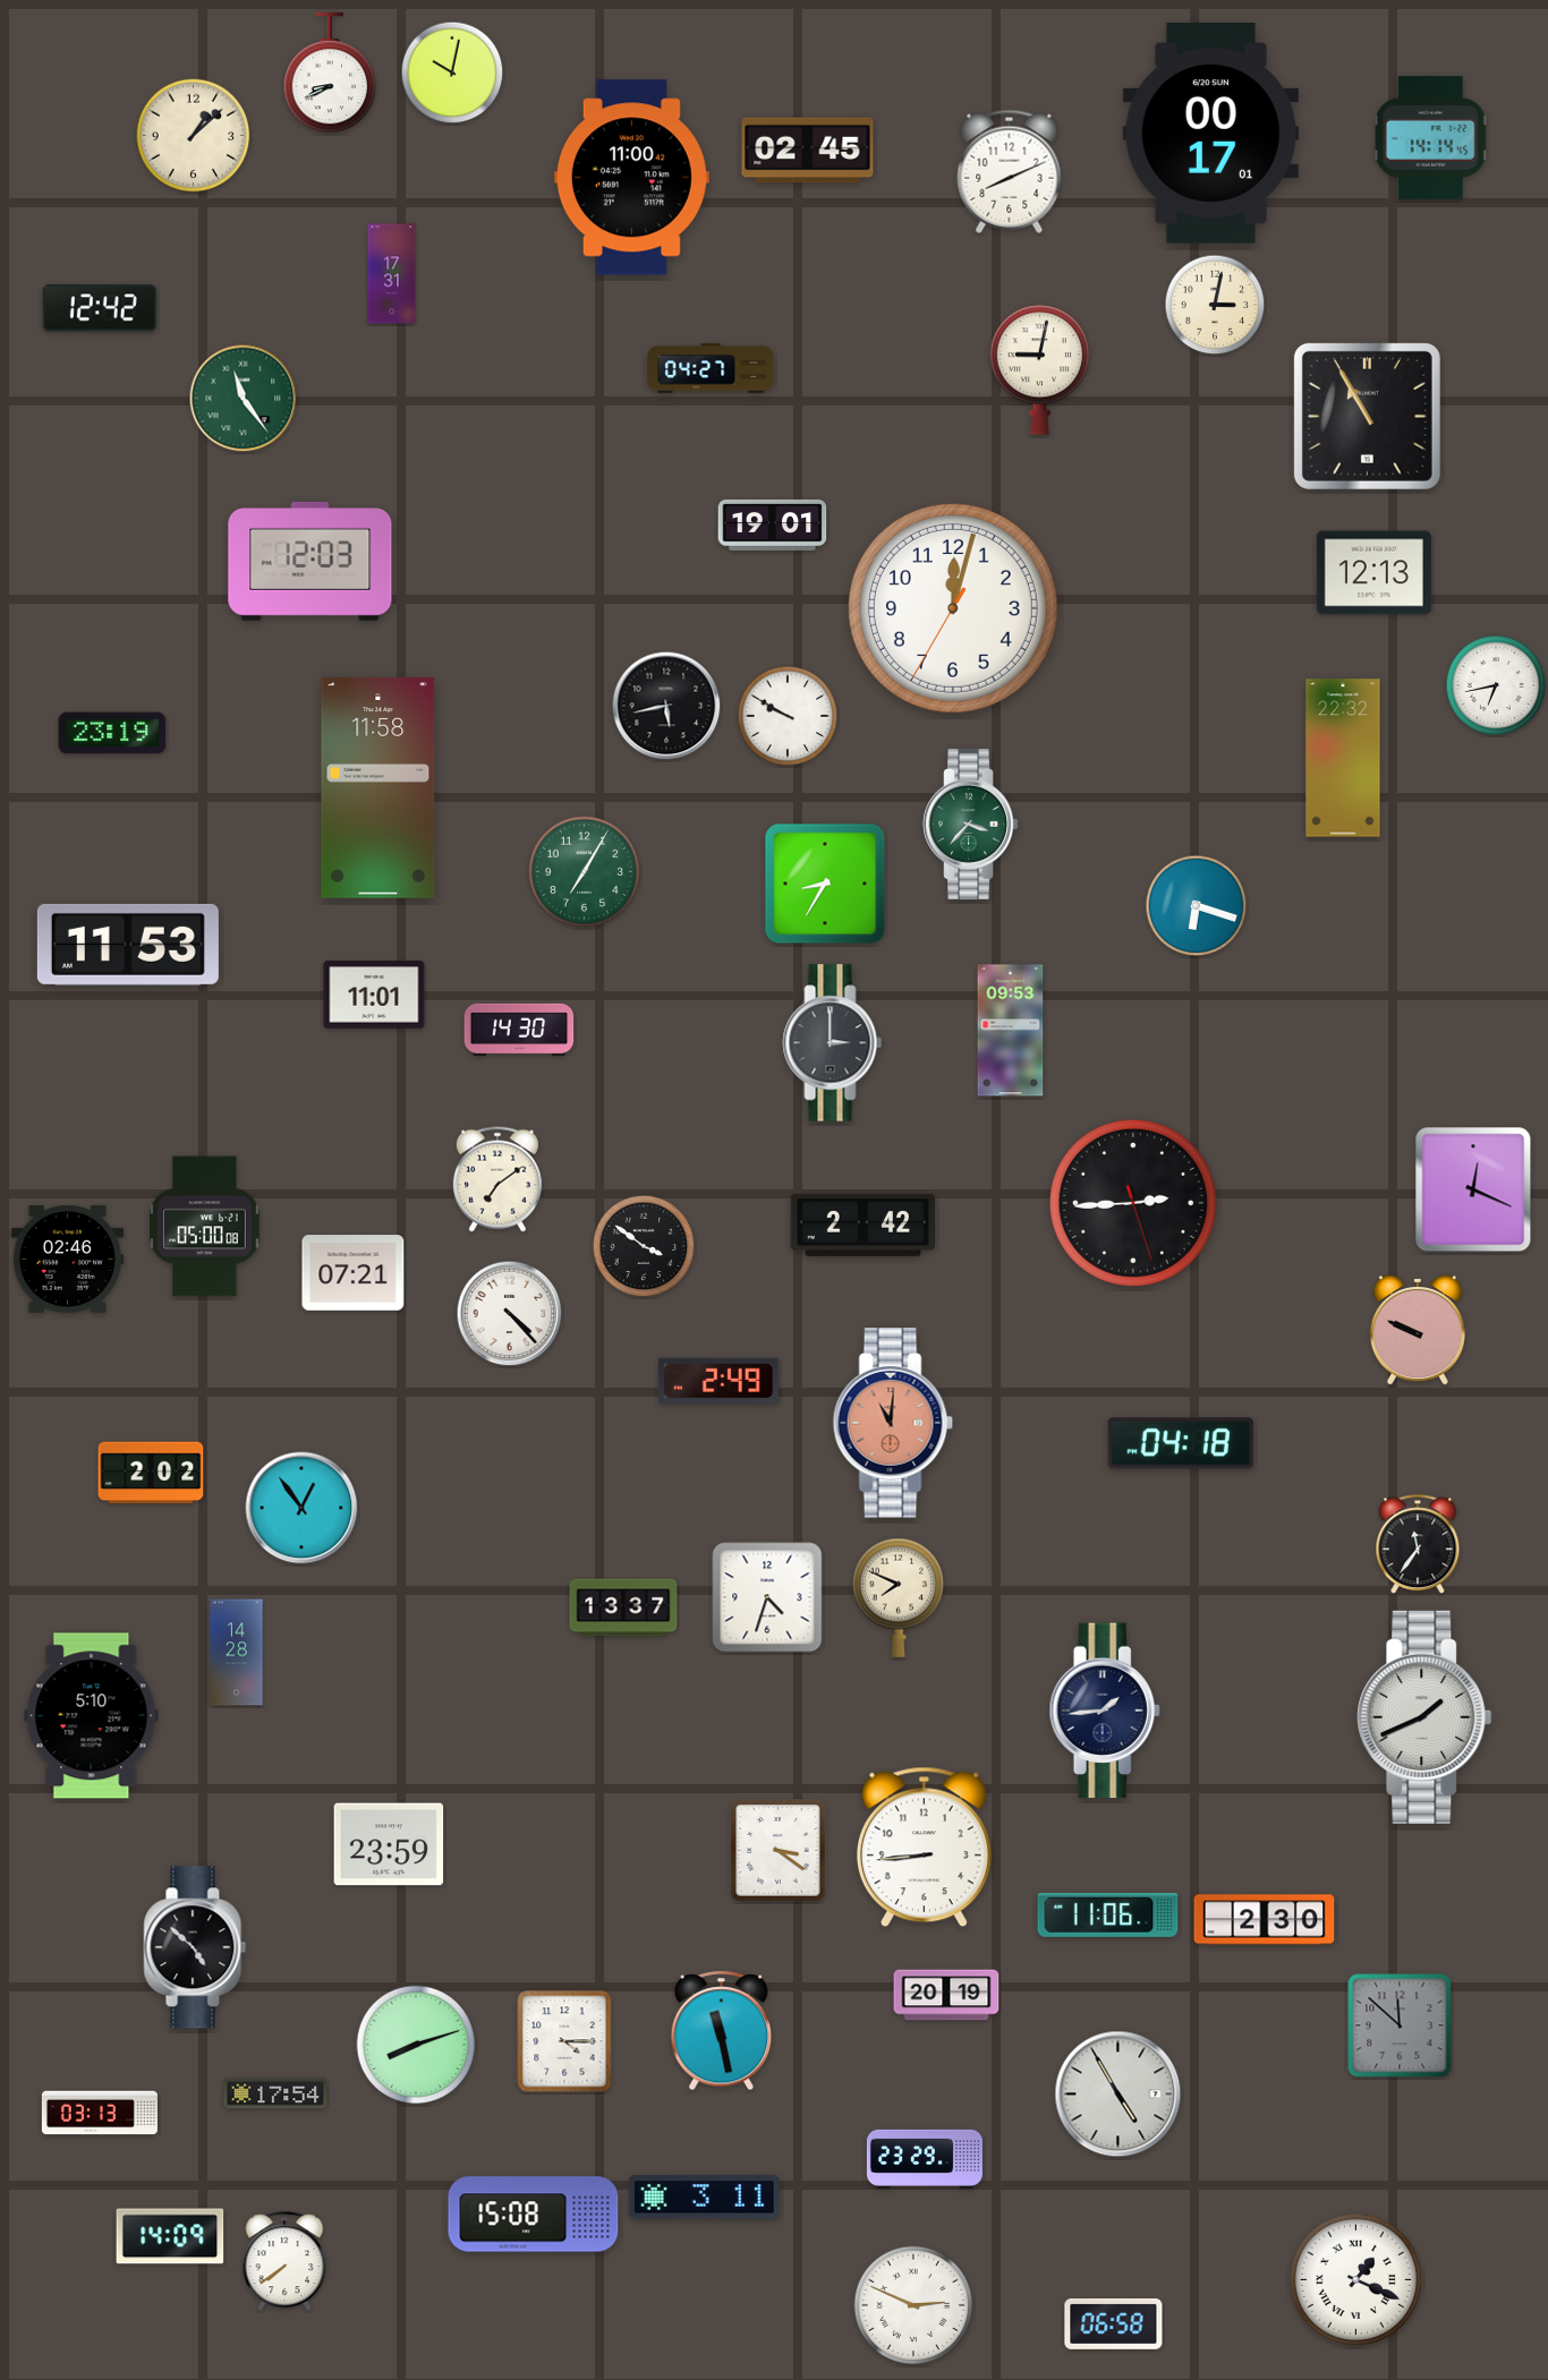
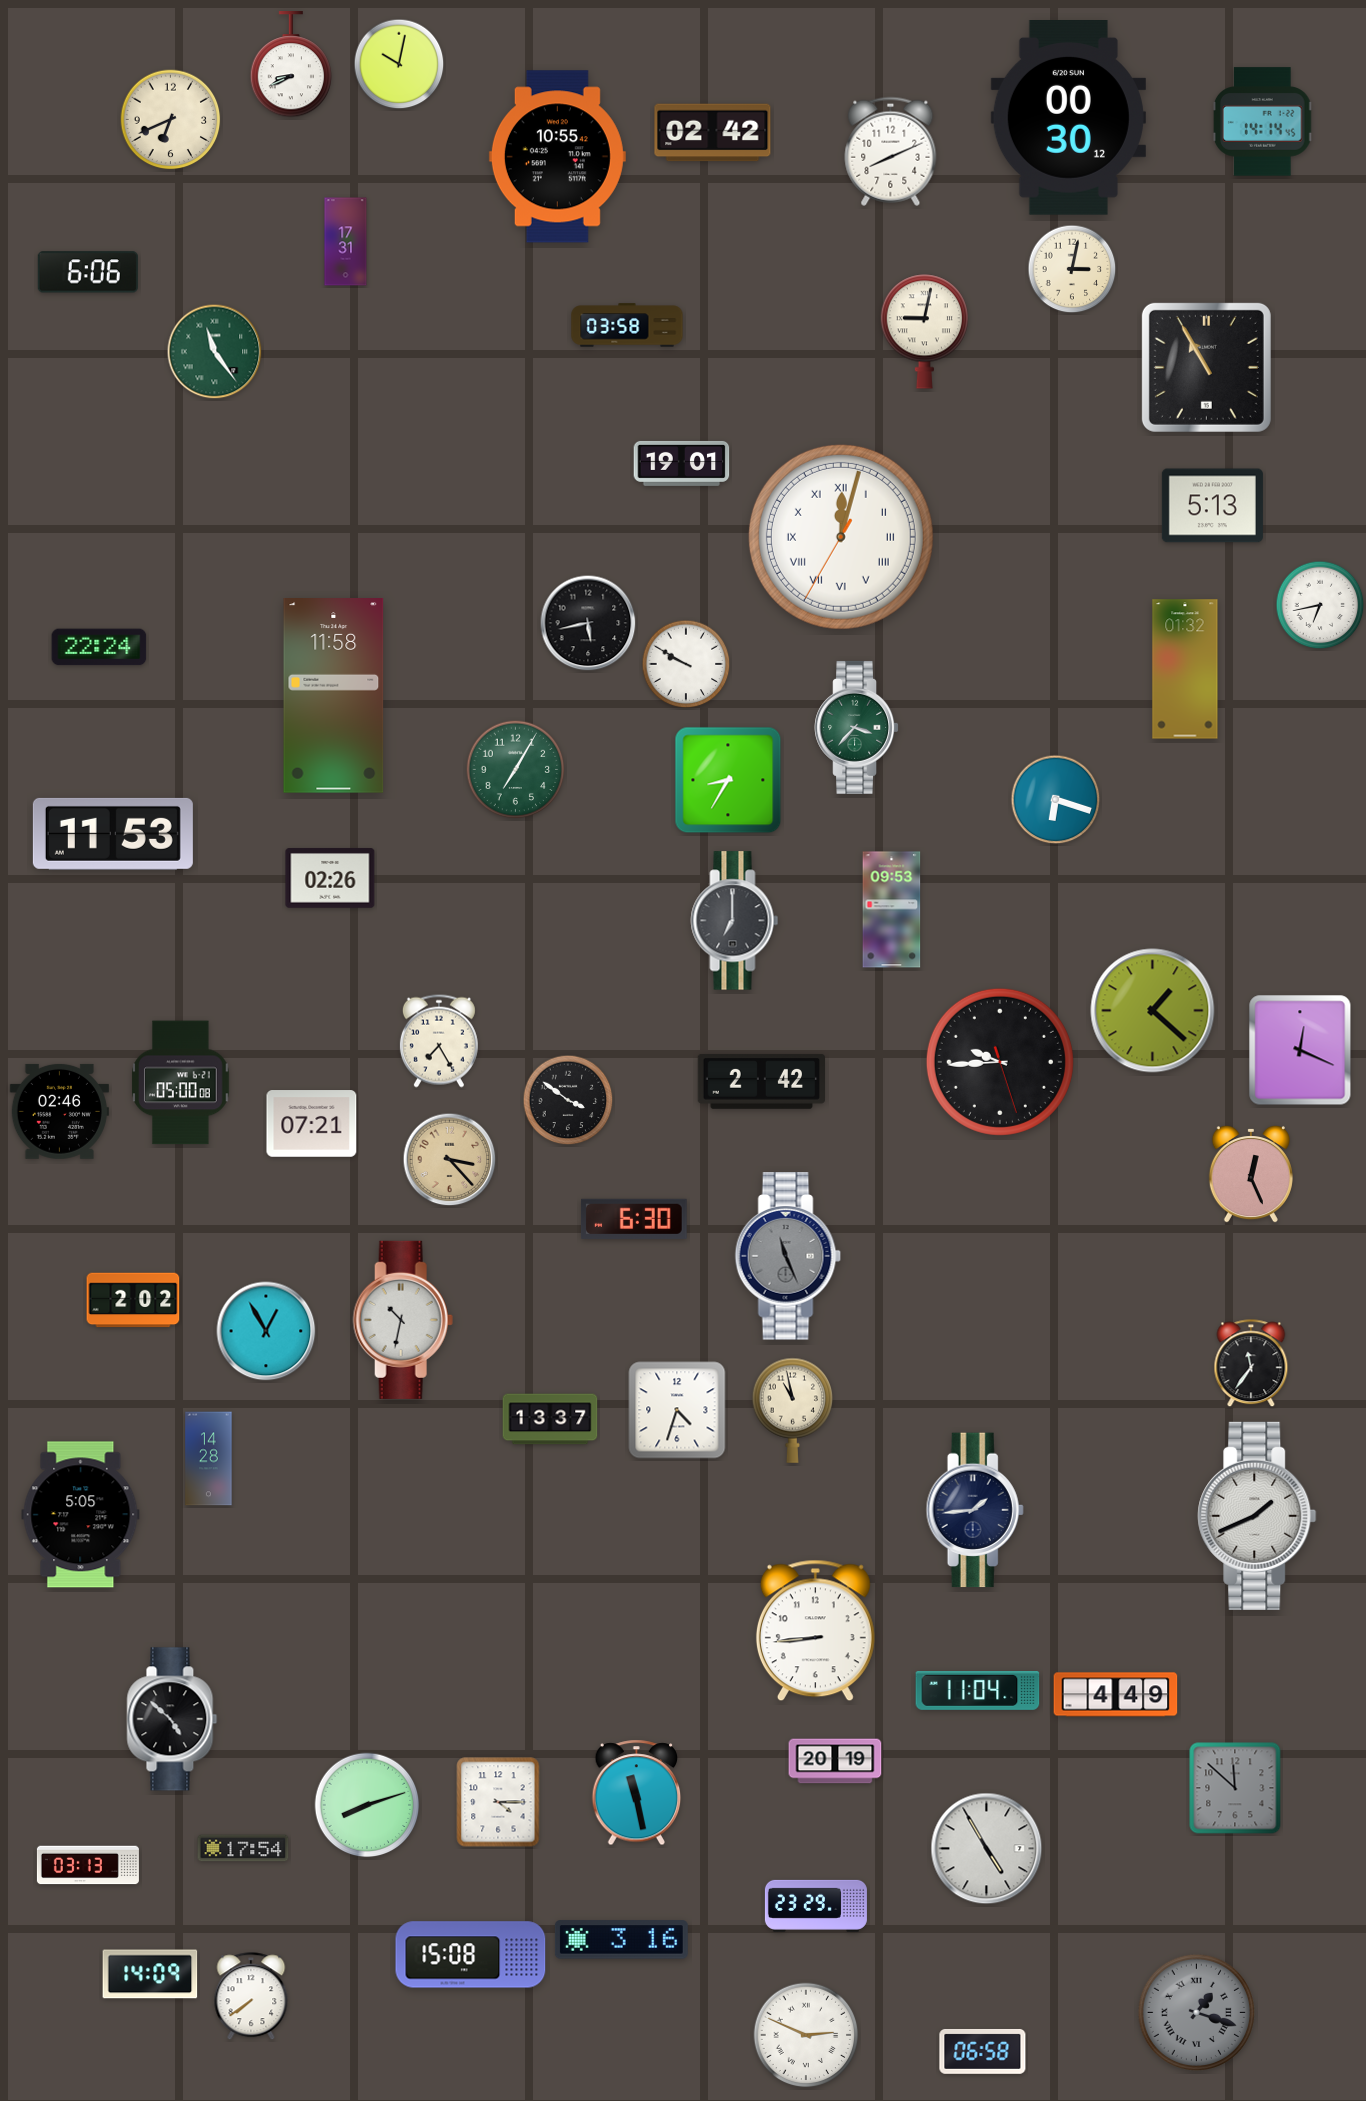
clock at (1210, 134): 00:17 -> 00:30
clock at (194, 136): 1:08 -> 6:41
clock at (808, 151): 02:45 -> 02:42
clock at (631, 178): 11:00 -> 10:55
clock at (100, 308): 12:42 -> 6:06
clock at (711, 368): 04:27 -> 03:58
clock at (1039, 370) position: (1039, 370) -> (924, 332)
clock at (311, 561): 12:03 -> none
clock at (1373, 573): 12:13 -> 5:13
clock at (953, 608) numerals: Arabic -> Roman
clock at (788, 716) position: (788, 716) -> (686, 664)
clock at (112, 733): 23:19 -> 22:24
clock at (1343, 758): 22:32 -> 01:32
clock at (374, 995): 11:01 -> 02:26
clock at (519, 1030): 14:30 -> none
clock at (833, 1043): 3:00 -> 7:00
clock at (1153, 1011): none -> 1:22
clock at (497, 1179): 7:09 -> 7:25
clock at (1133, 1203): 2:44 -> 9:44
clock at (510, 1314): 4:23 -> 3:23
clock at (510, 1314) dial: white -> champagne
clock at (1418, 1330): 9:49 -> 12:26
clock at (720, 1381): 2:49 -> 6:30
clock at (893, 1423): 11:01 -> 11:26
clock at (893, 1423) dial: salmon -> grey
clock at (1181, 1443): 04:18 -> none
clock at (403, 1320): none -> 10:32
clock at (301, 1508): 12:54 -> 12:55
clock at (899, 1597): 7:49 -> 10:58
clock at (92, 1716): 5:10 -> 5:05
clock at (389, 1844): 23:59 -> none
clock at (779, 1851): 3:21 -> none
clock at (1108, 1914): 11:06 -> 11:04
clock at (1265, 1920): 2:30 -> 4:49
clock at (704, 2198): 3:11 -> 3:16
clock at (1355, 2279): 1:19 -> 1:18
clock at (1355, 2279) dial: white -> grey
